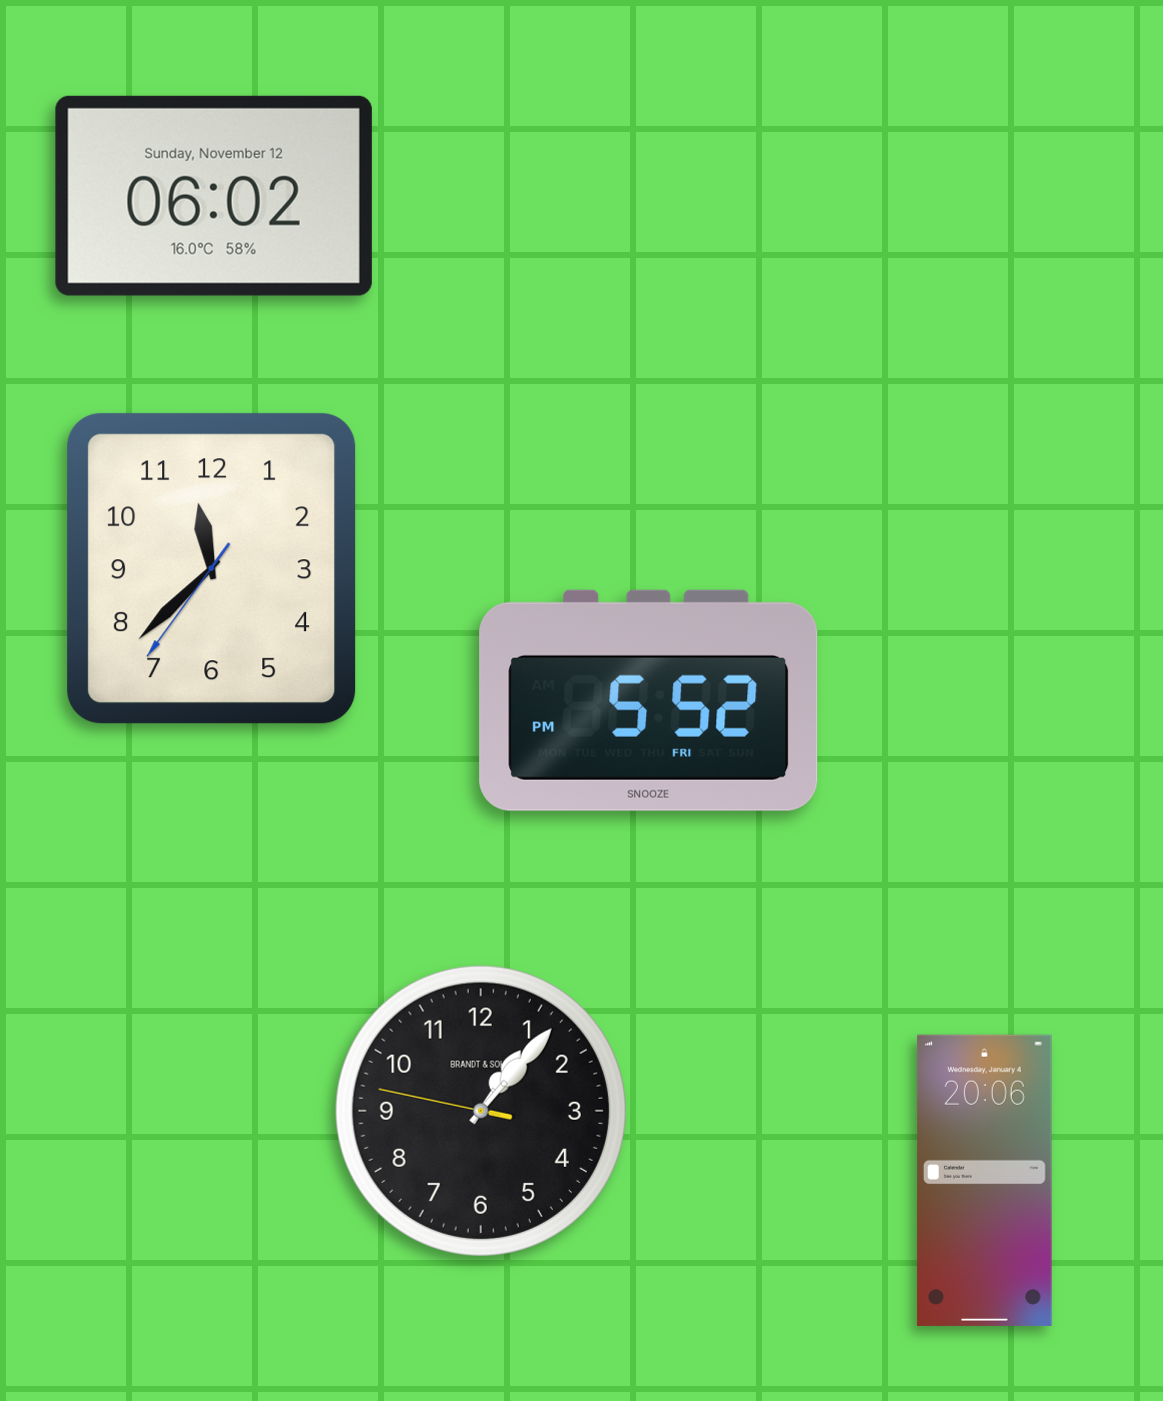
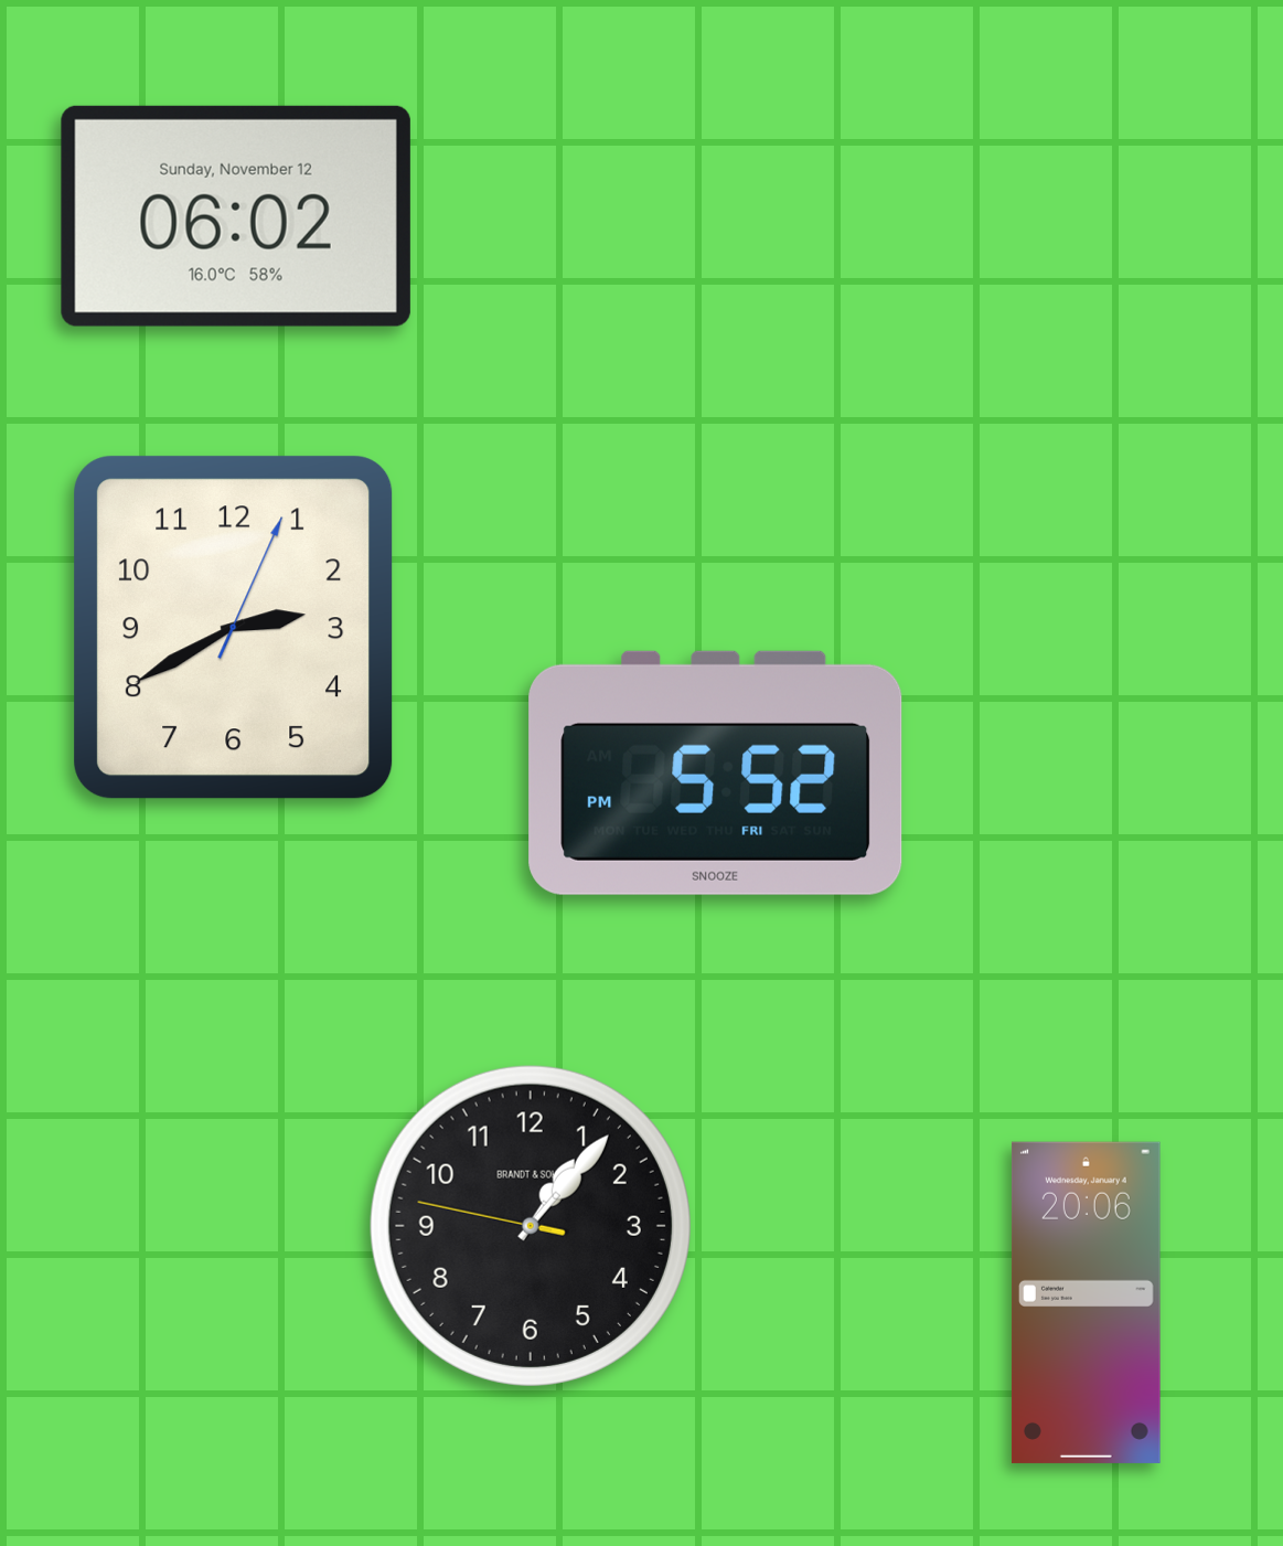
clock at (212, 569): 11:37 -> 2:40
